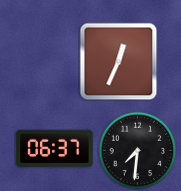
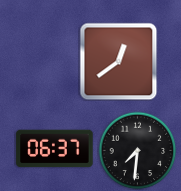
clock at (118, 61): 12:34 -> 12:39
